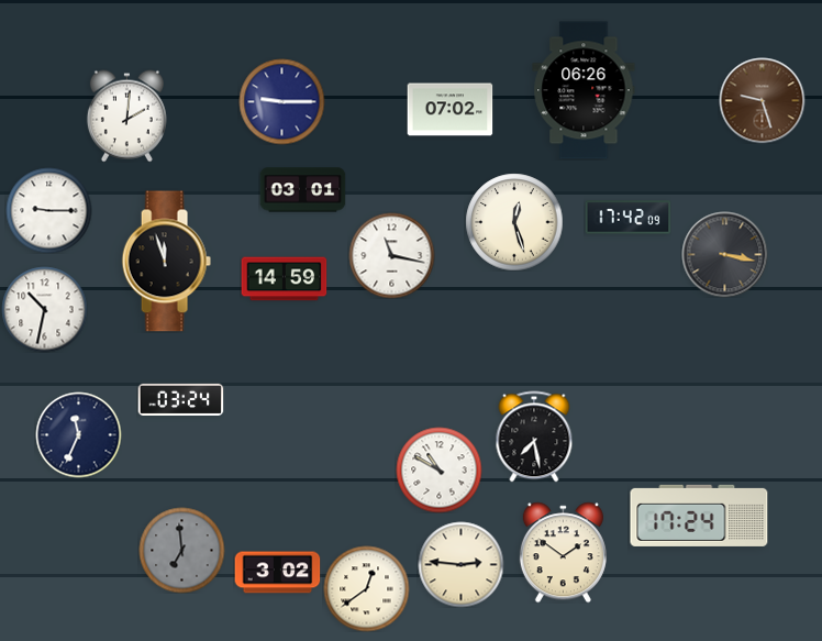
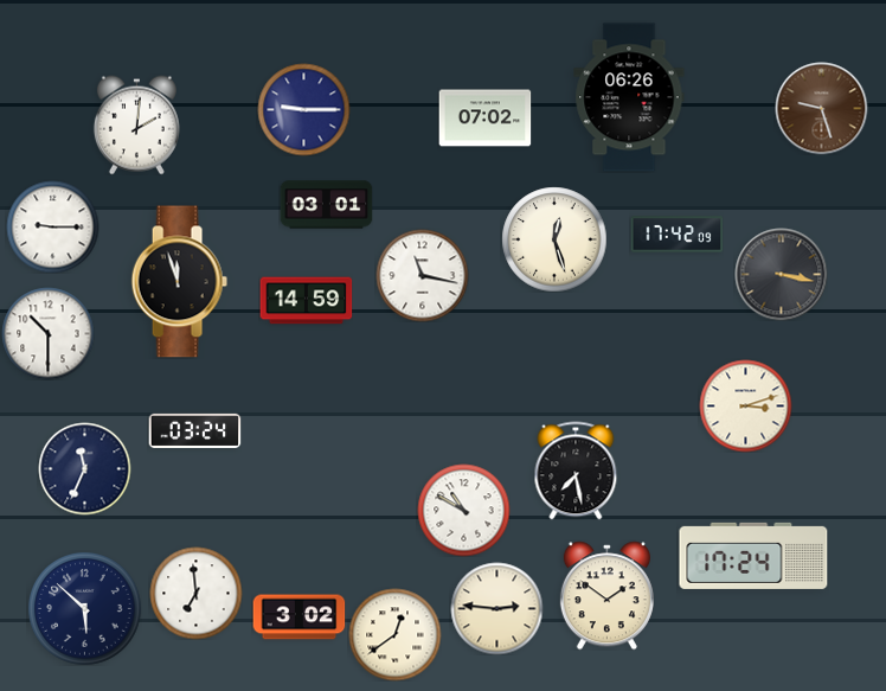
clock at (44, 309): 10:32 -> 10:30
clock at (745, 405): none -> 3:12
clock at (438, 469) position: (438, 469) -> (463, 510)
clock at (181, 550) dial: grey -> white
clock at (85, 609): none -> 5:52
